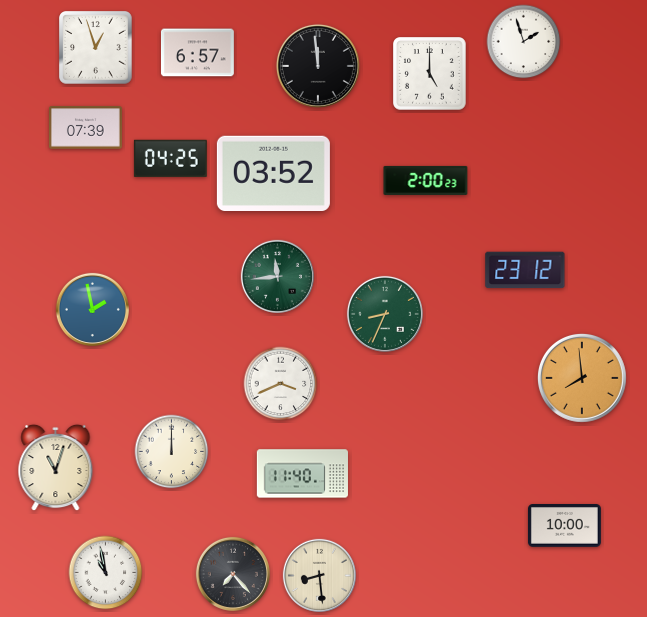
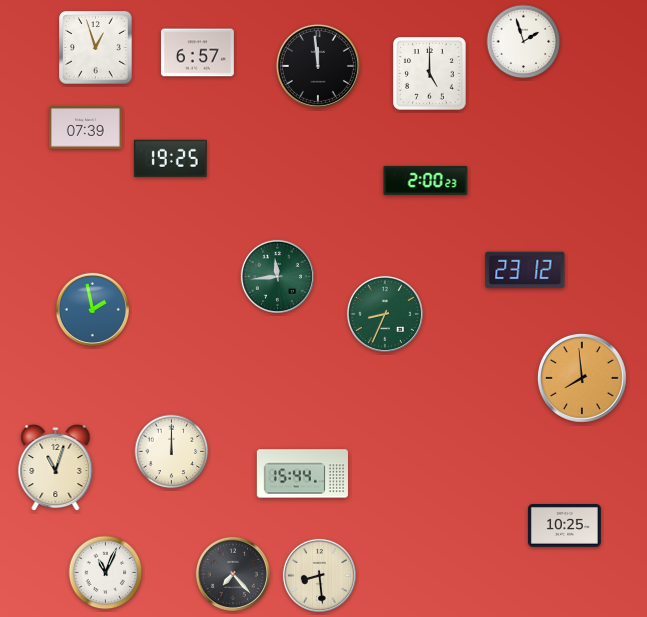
clock at (170, 158): 04:25 -> 19:25
clock at (273, 173): 03:52 -> none
clock at (281, 384): 3:41 -> none
clock at (302, 474): 11:40 -> 15:44
clock at (564, 526): 10:00 -> 10:25
clock at (106, 573): 10:58 -> 11:04
